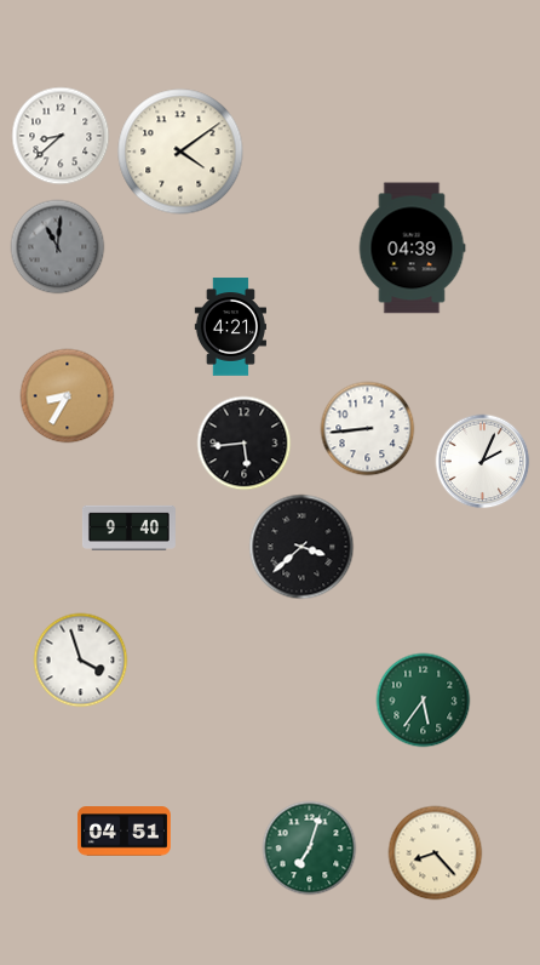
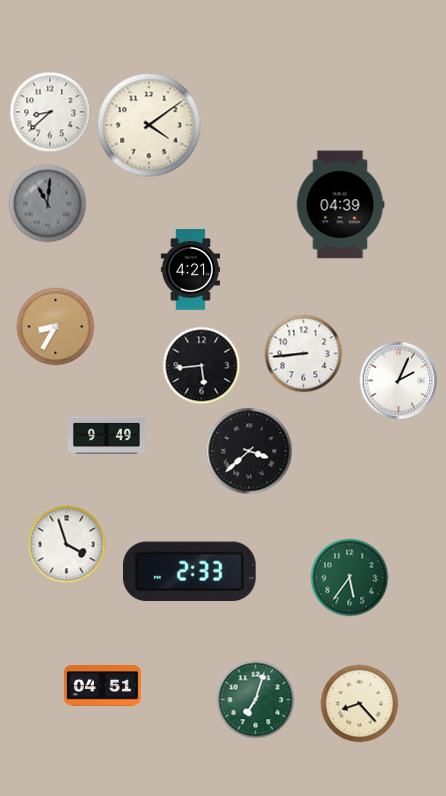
clock at (128, 527): 9:40 -> 9:49
clock at (189, 572): none -> 2:33
